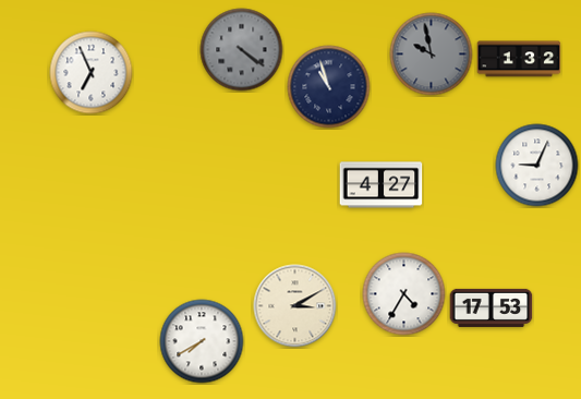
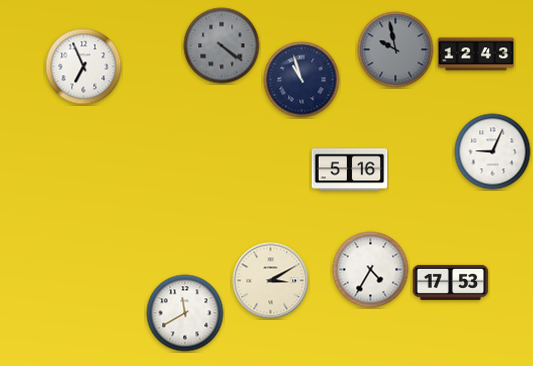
clock at (519, 59): 1:32 -> 12:43
clock at (382, 185): 4:27 -> 5:16
clock at (202, 341): 7:40 -> 11:40
